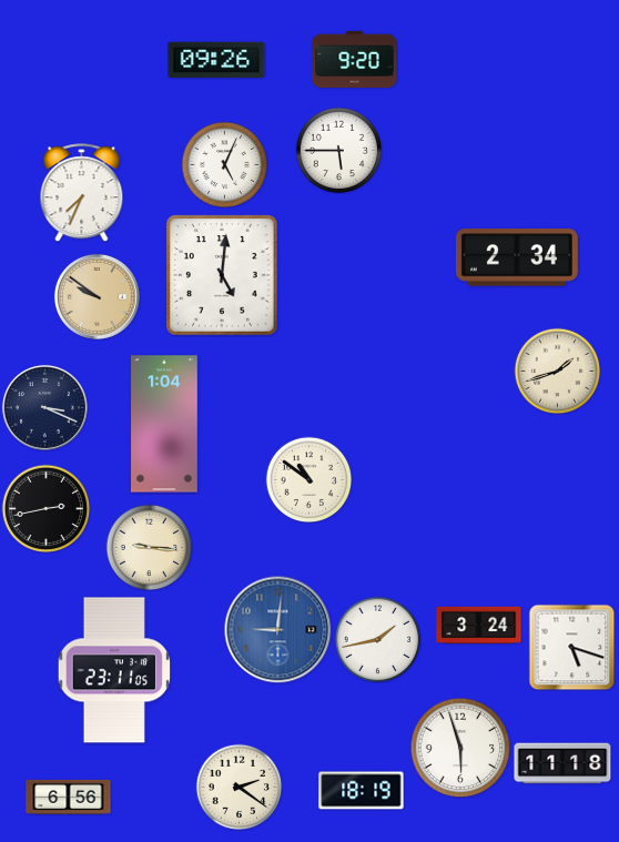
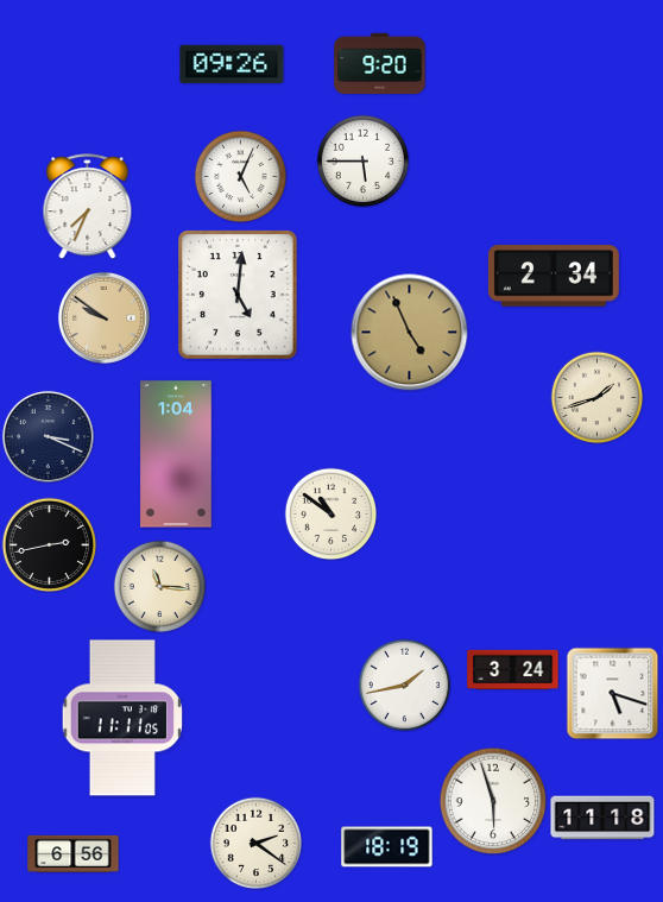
clock at (410, 333): none -> 4:56
clock at (149, 547): 9:16 -> 11:16
clock at (278, 630): 9:01 -> none
clock at (114, 670): 23:11 -> 11:11
